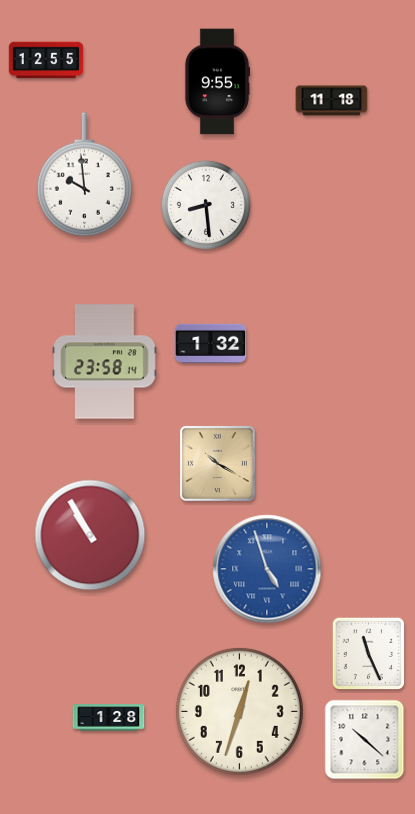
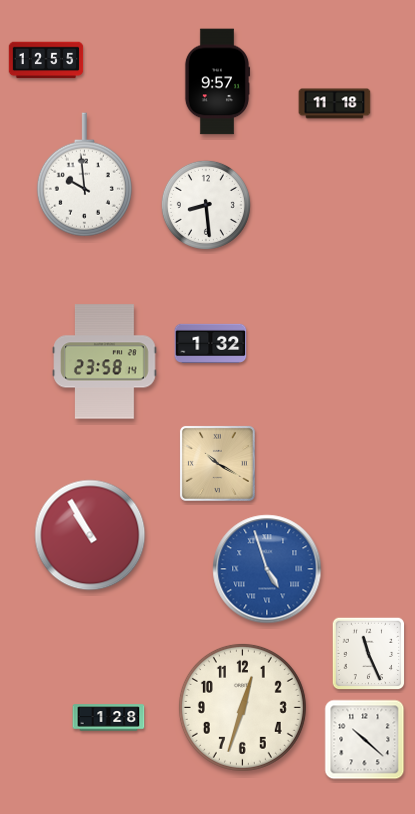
clock at (217, 82): 9:55 -> 9:57
clock at (332, 101) position: (332, 101) -> (335, 104)
clock at (239, 711) position: (239, 711) -> (242, 707)
